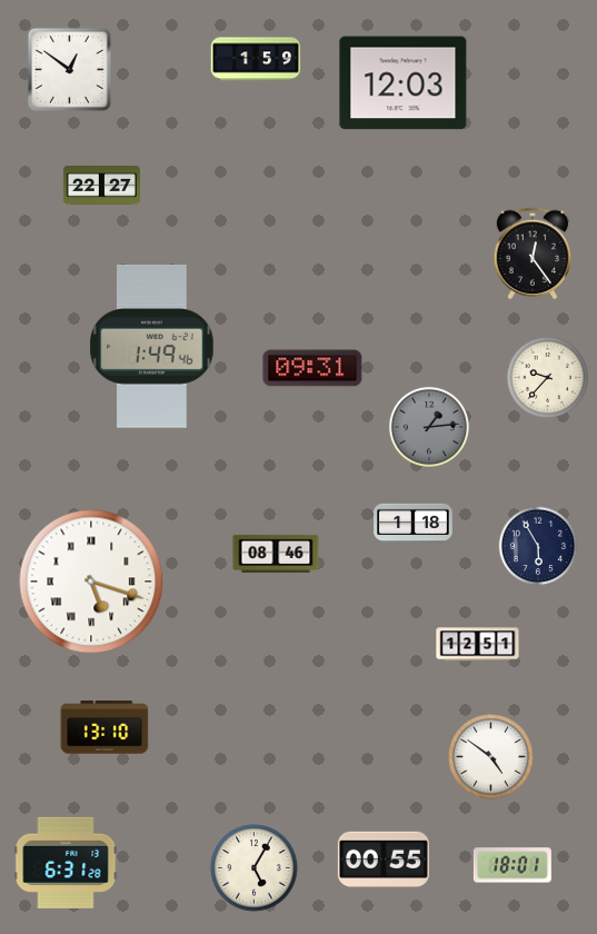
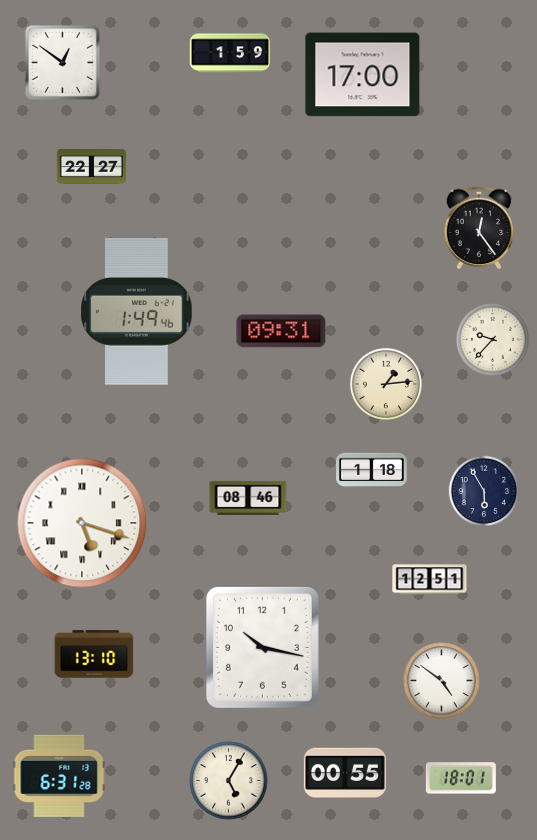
clock at (404, 83): 12:03 -> 17:00
clock at (429, 427) dial: grey -> cream
clock at (262, 647): none -> 10:17
